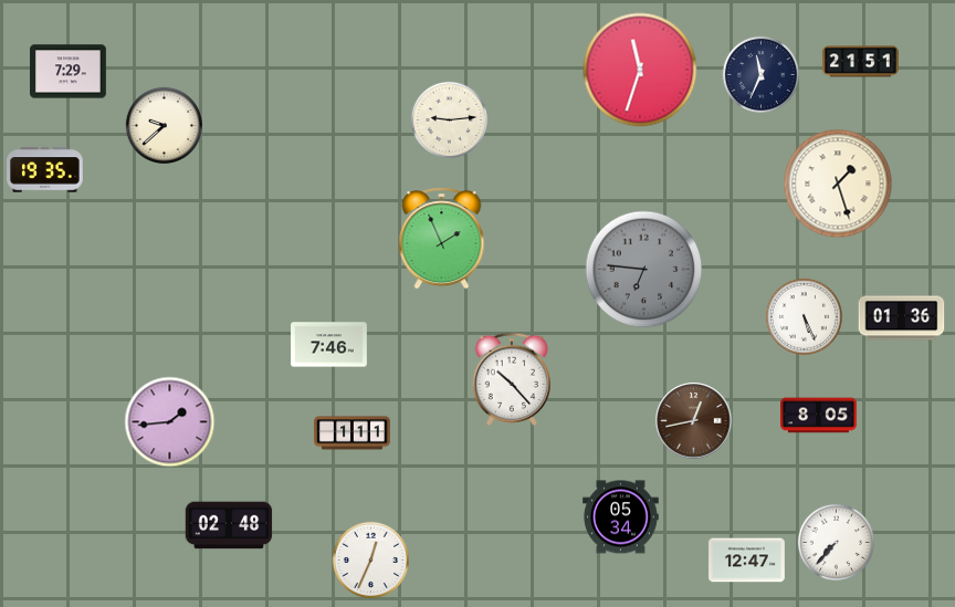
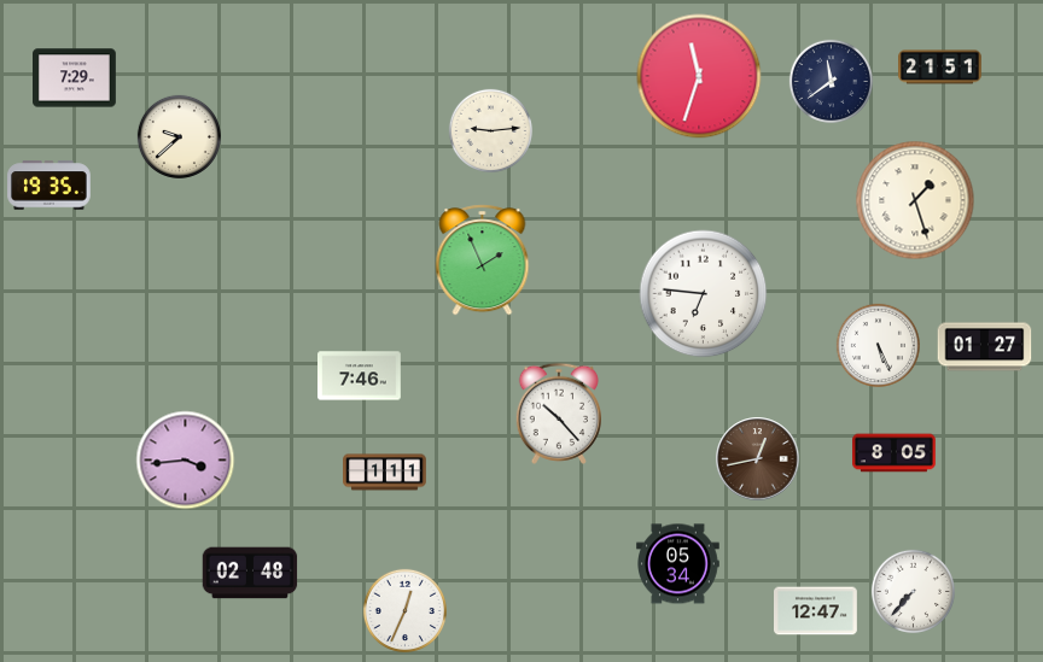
clock at (760, 74): 11:34 -> 11:39
clock at (644, 270) dial: grey -> white
clock at (902, 318): 01:36 -> 01:27
clock at (170, 422): 1:44 -> 3:44
